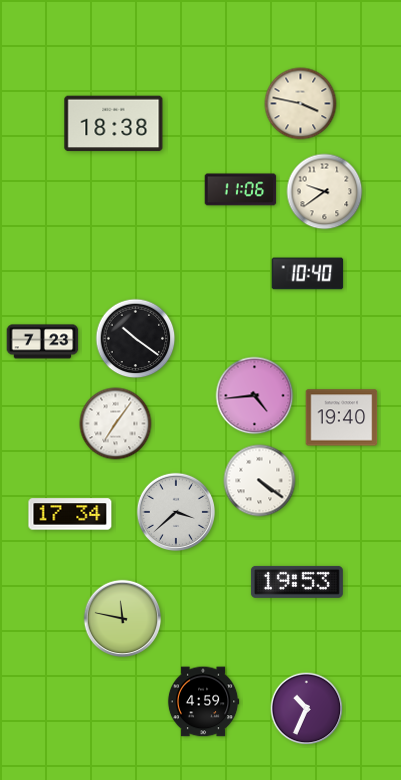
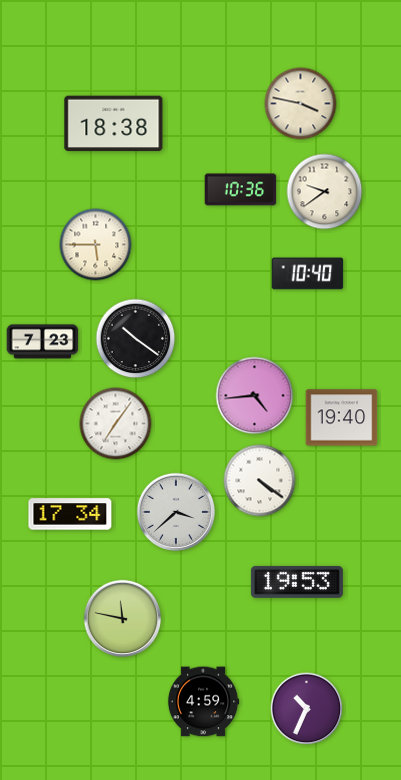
clock at (241, 190): 11:06 -> 10:36
clock at (96, 245): none -> 5:45
